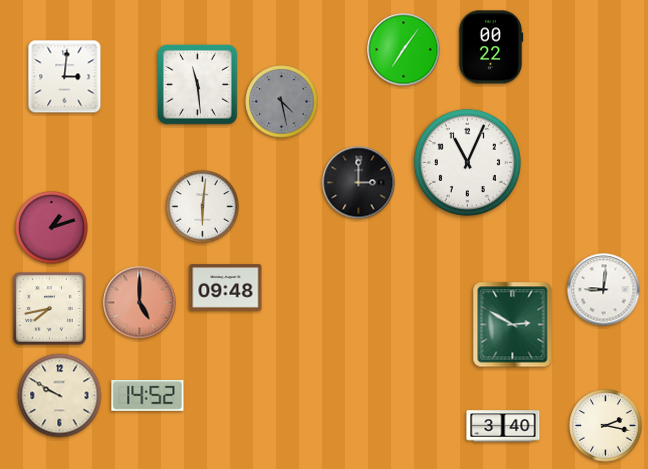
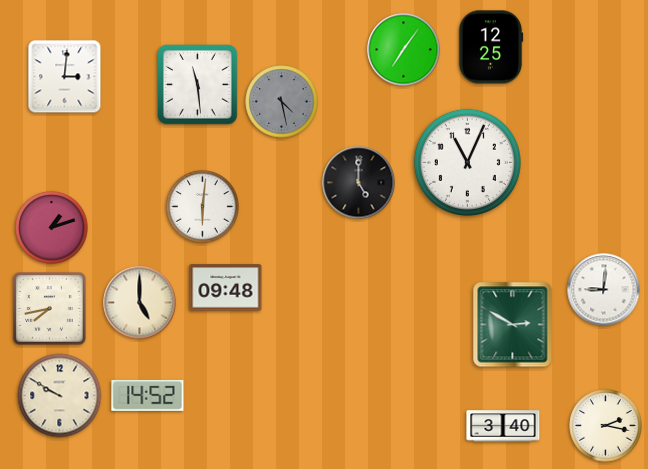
clock at (491, 47): 00:22 -> 12:25
clock at (359, 183): 3:00 -> 5:00
clock at (140, 303) dial: salmon -> cream
